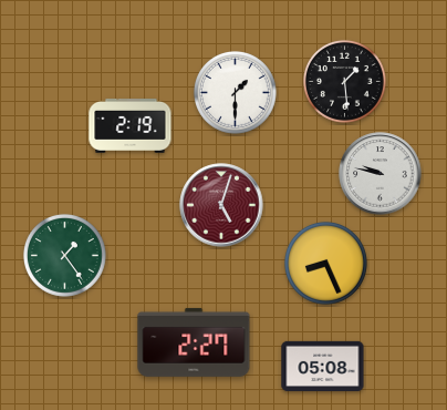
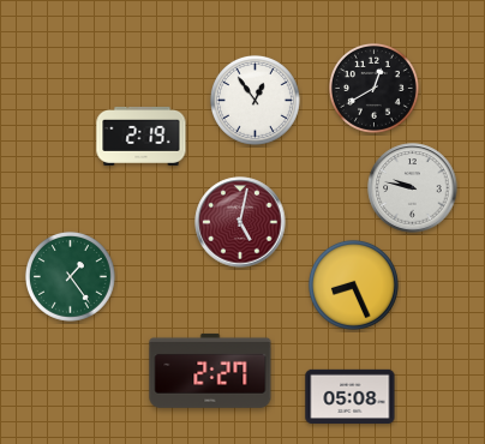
clock at (344, 81): 1:29 -> 12:40
clock at (235, 92): 1:30 -> 12:54
clock at (221, 205): 5:03 -> 5:02
